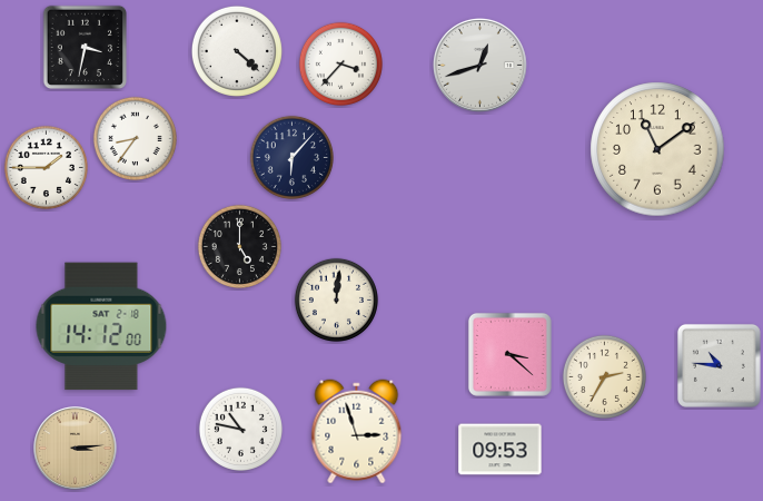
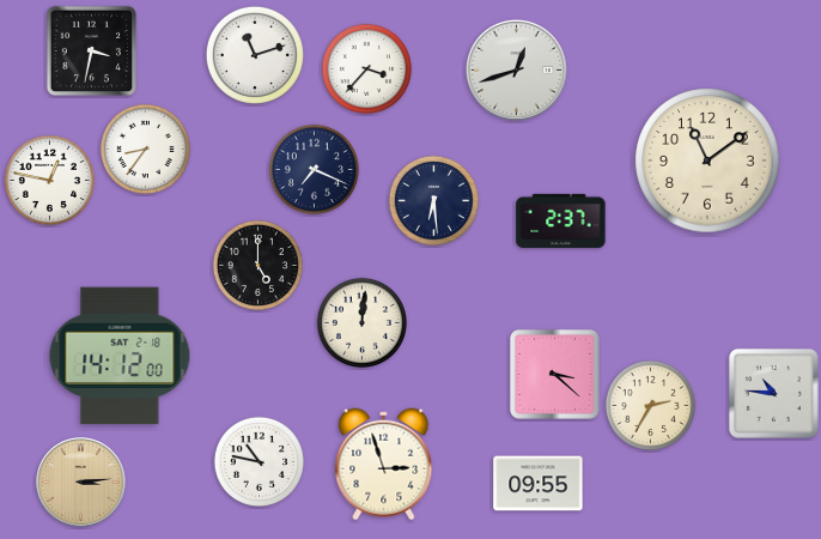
clock at (237, 51): 4:22 -> 11:12
clock at (291, 157): 6:07 -> 7:19
clock at (46, 167): 1:45 -> 12:47
clock at (433, 200): none -> 6:29
clock at (561, 220): none -> 2:37
clock at (101, 326) position: (101, 326) -> (120, 356)
clock at (509, 354) position: (509, 354) -> (554, 374)
clock at (501, 450): 09:53 -> 09:55
